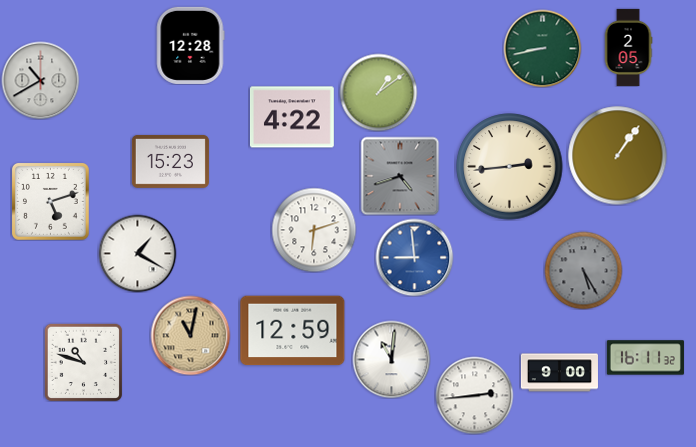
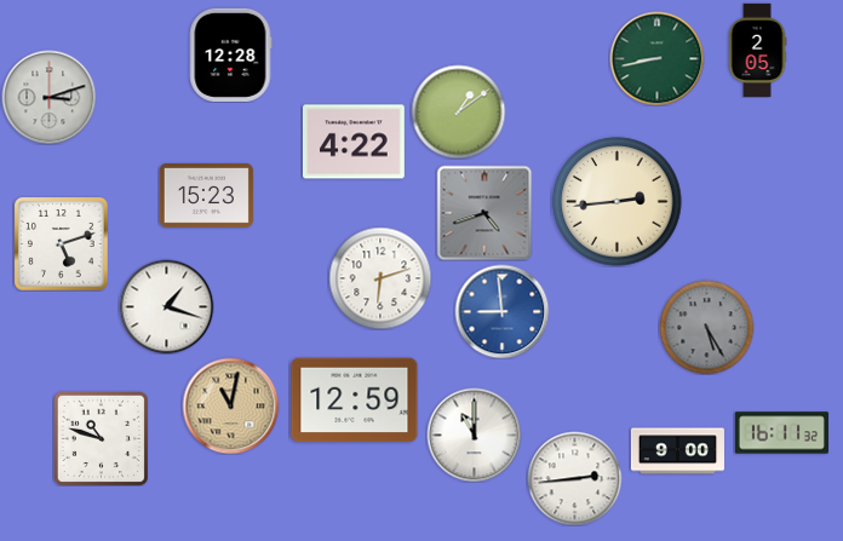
clock at (628, 47) position: (628, 47) -> (757, 50)
clock at (40, 80): 10:40 -> 3:12
clock at (618, 156): 1:06 -> none
clock at (137, 253): 1:20 -> 1:18
clock at (391, 359): 11:01 -> 11:00
